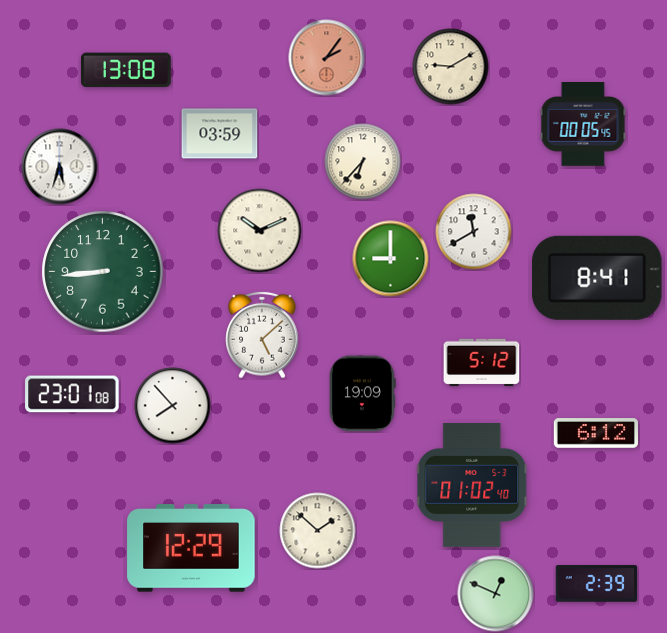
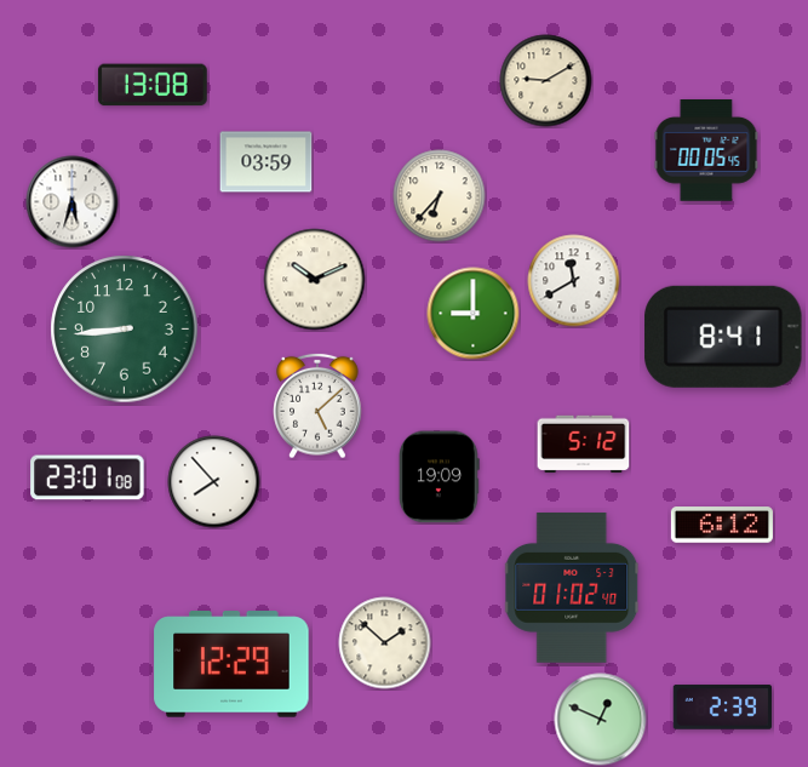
clock at (327, 58): 2:06 -> none
clock at (482, 363) position: (482, 363) -> (584, 445)
clock at (173, 406) position: (173, 406) -> (214, 482)
